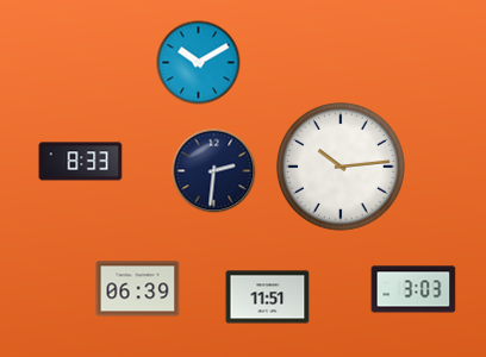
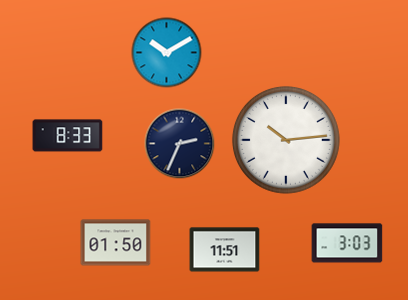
clock at (214, 171): 2:31 -> 2:34
clock at (138, 289): 06:39 -> 01:50
